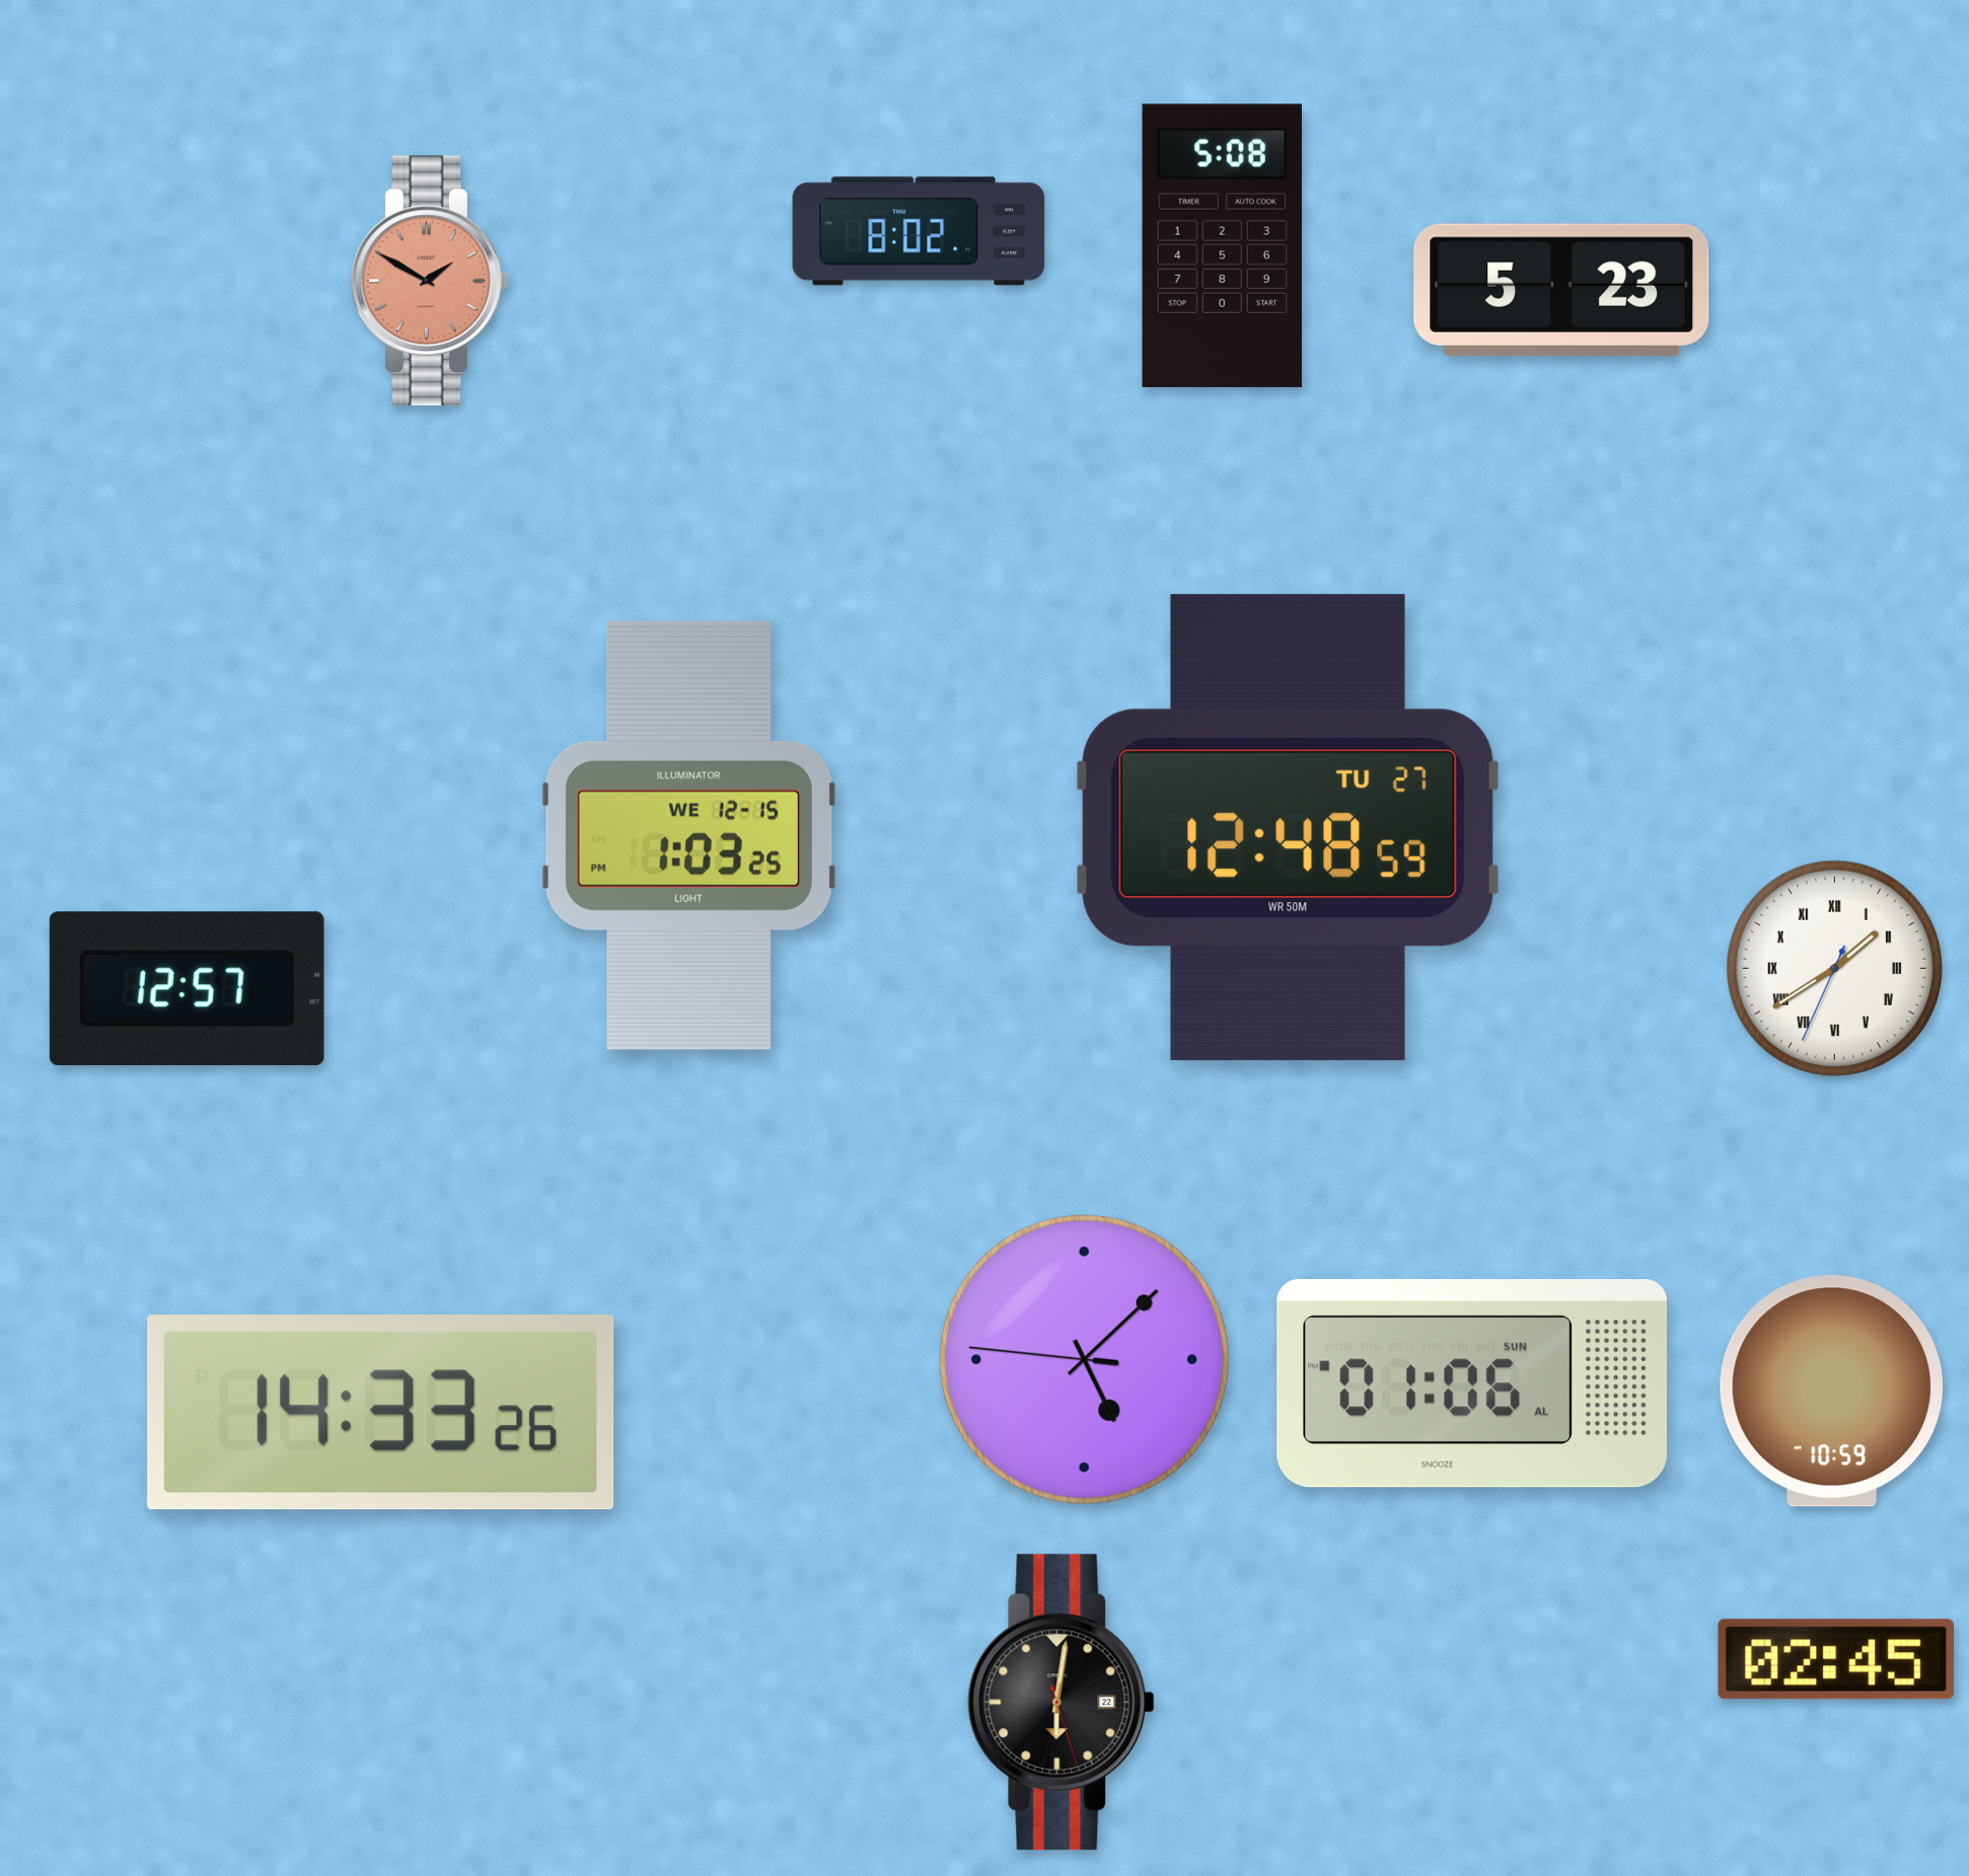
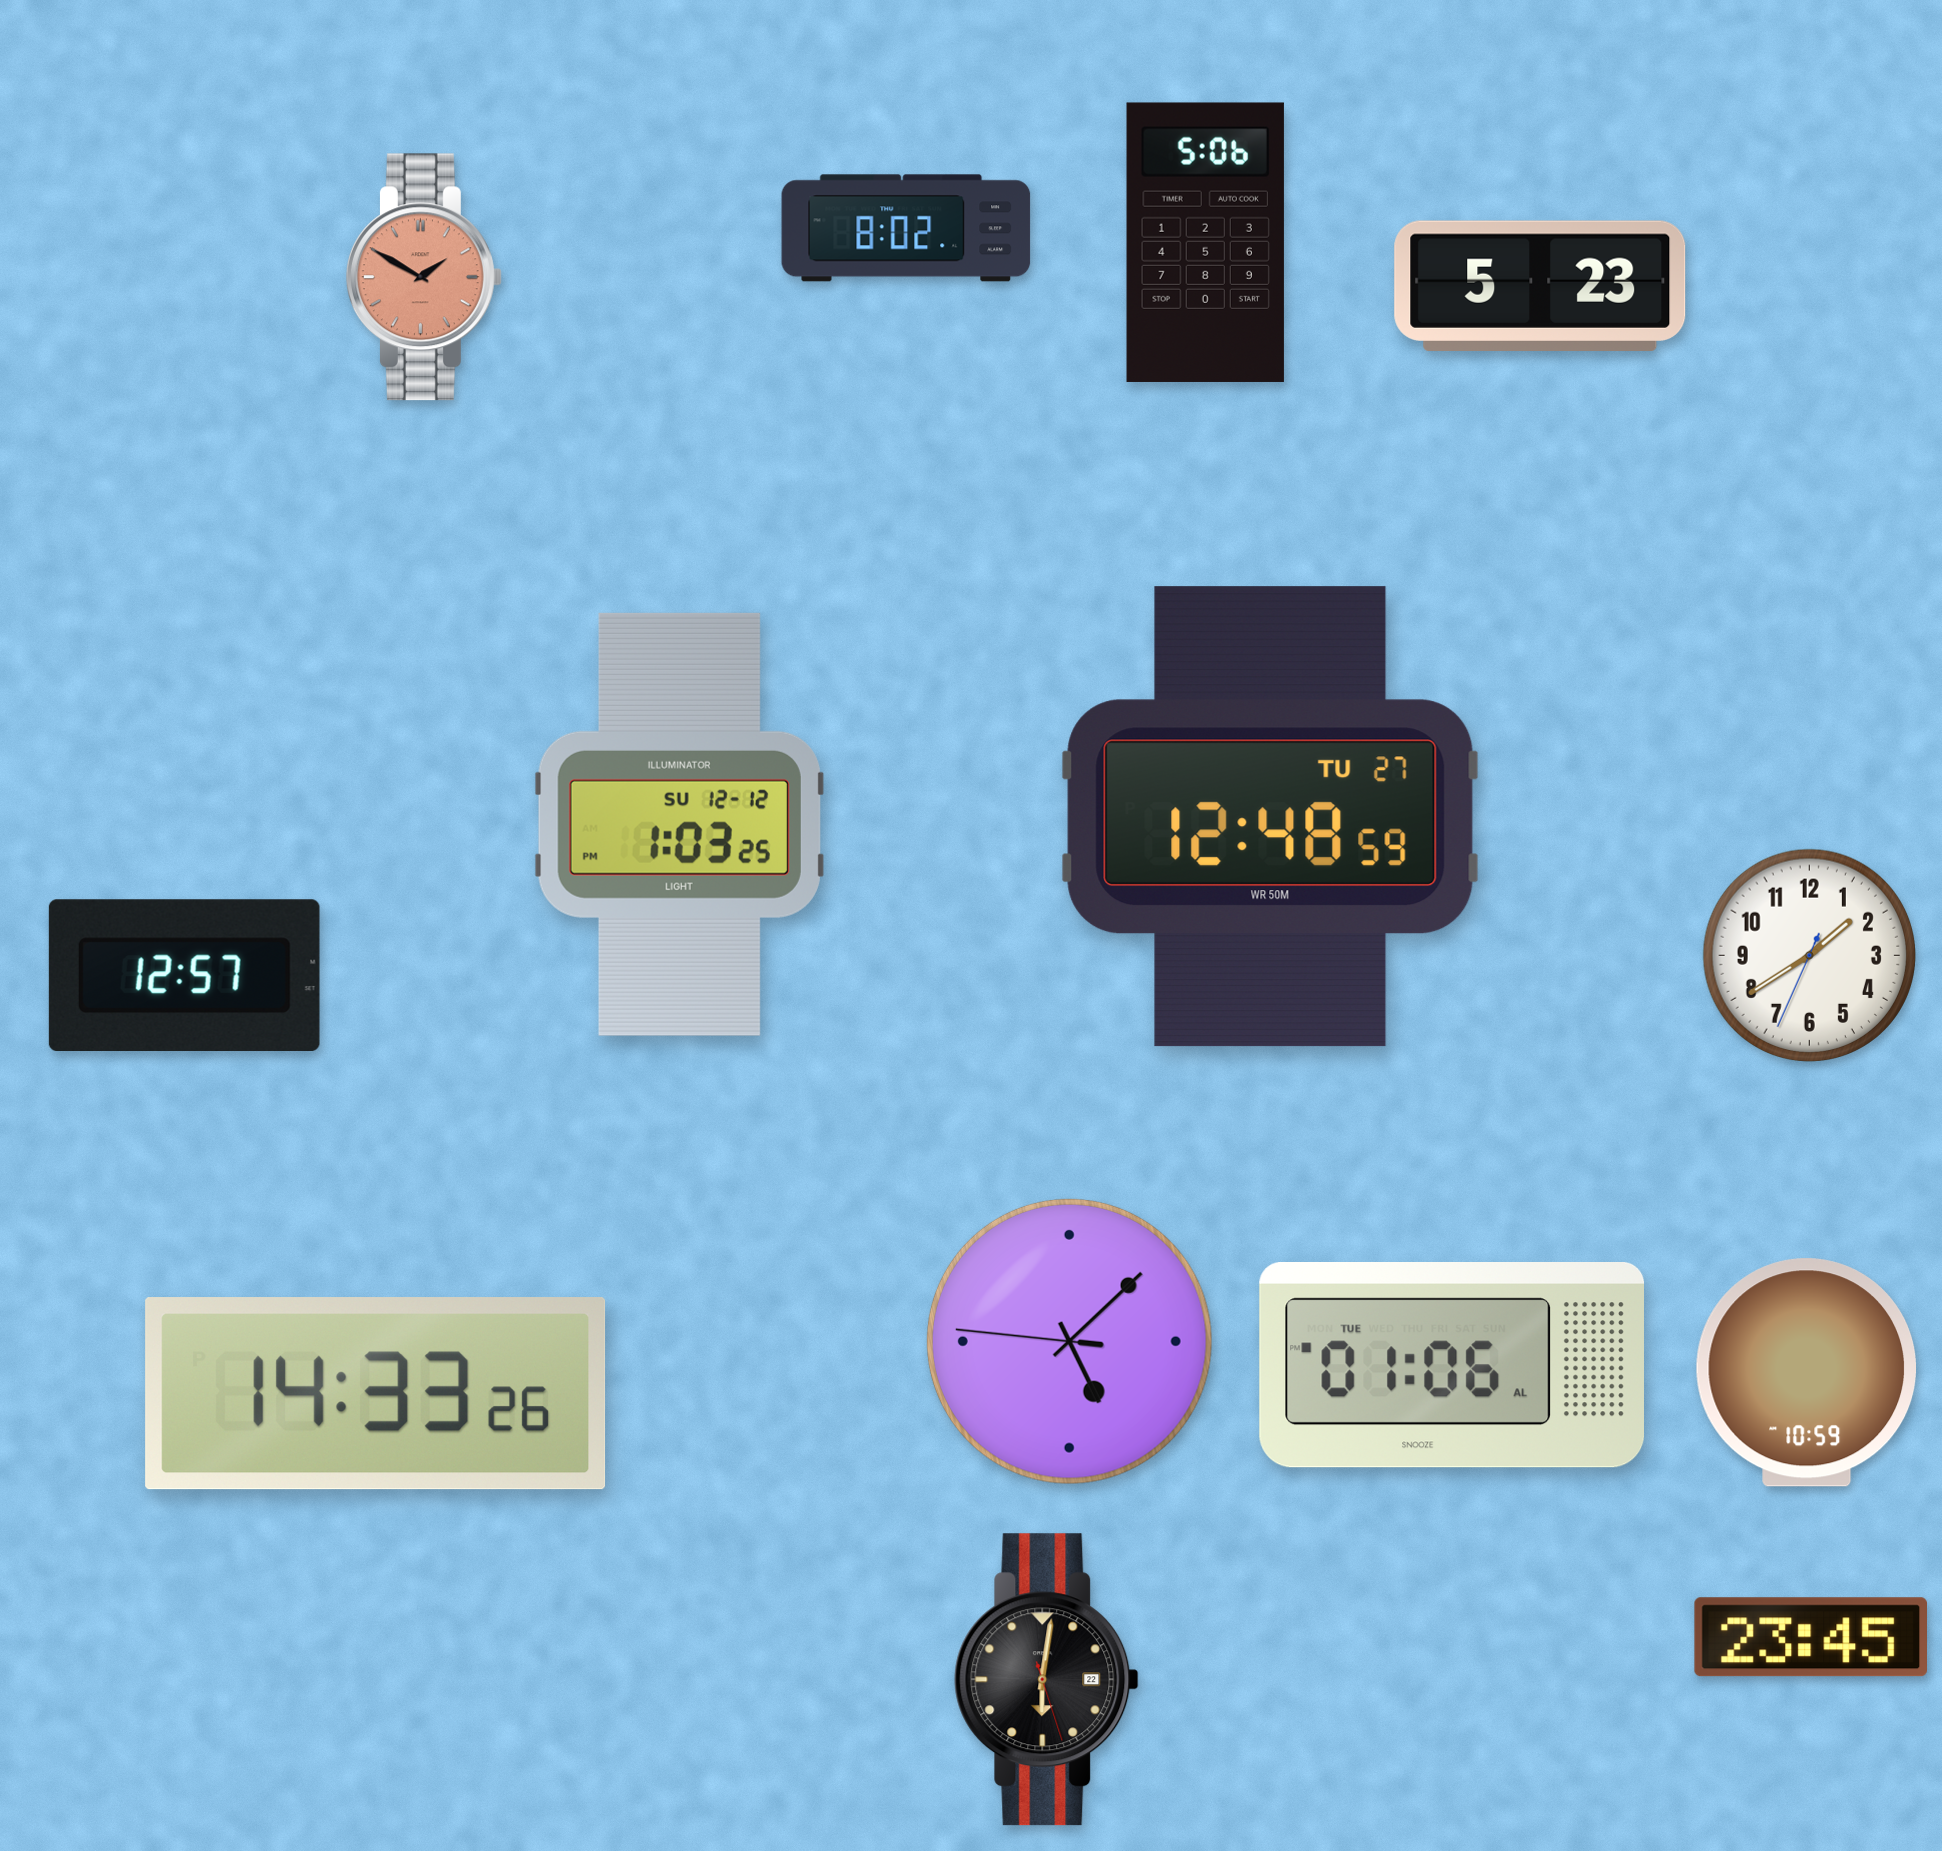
clock at (1222, 245): 5:08 -> 5:06
clock at (688, 835) date: WE 12-15 -> SU 12-12
clock at (1834, 968) numerals: Roman -> Arabic
clock at (1471, 1384) date: SUN -> TUE
clock at (1835, 1659): 02:45 -> 23:45
